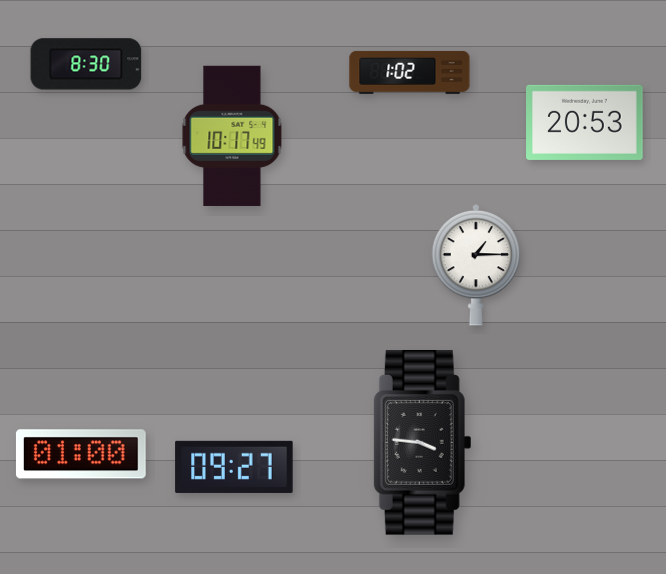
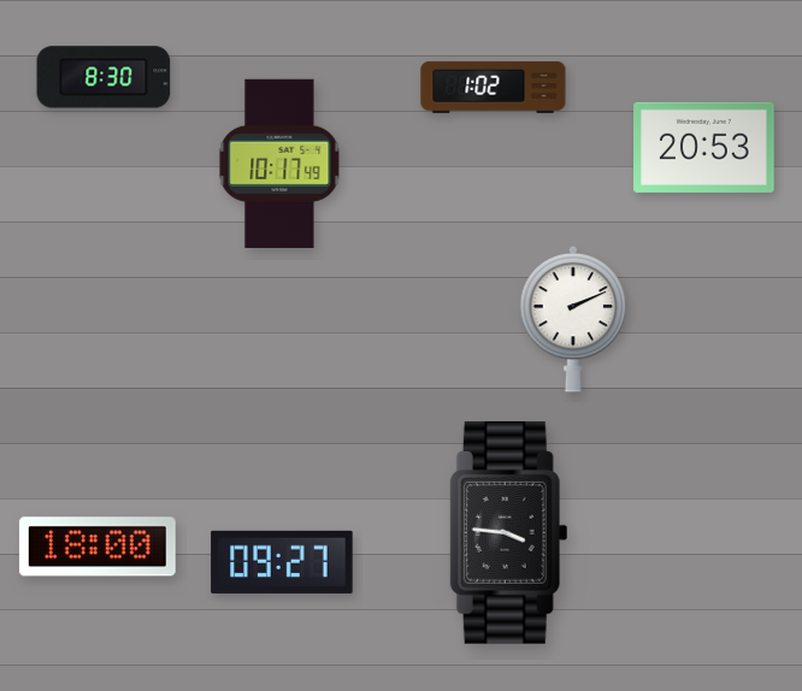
clock at (476, 265): 1:15 -> 2:11
clock at (81, 454): 01:00 -> 18:00
